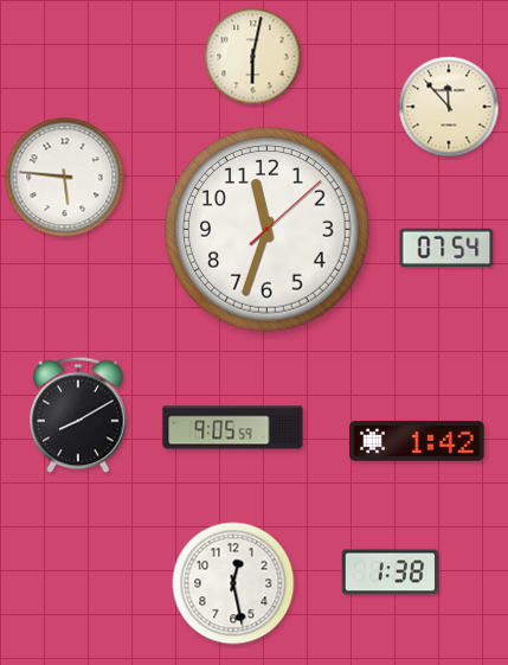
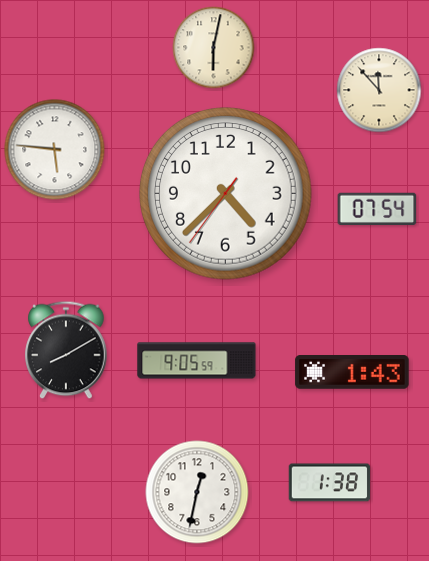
clock at (268, 230): 11:33 -> 4:37
clock at (417, 441): 1:42 -> 1:43
clock at (233, 583): 12:28 -> 12:32
